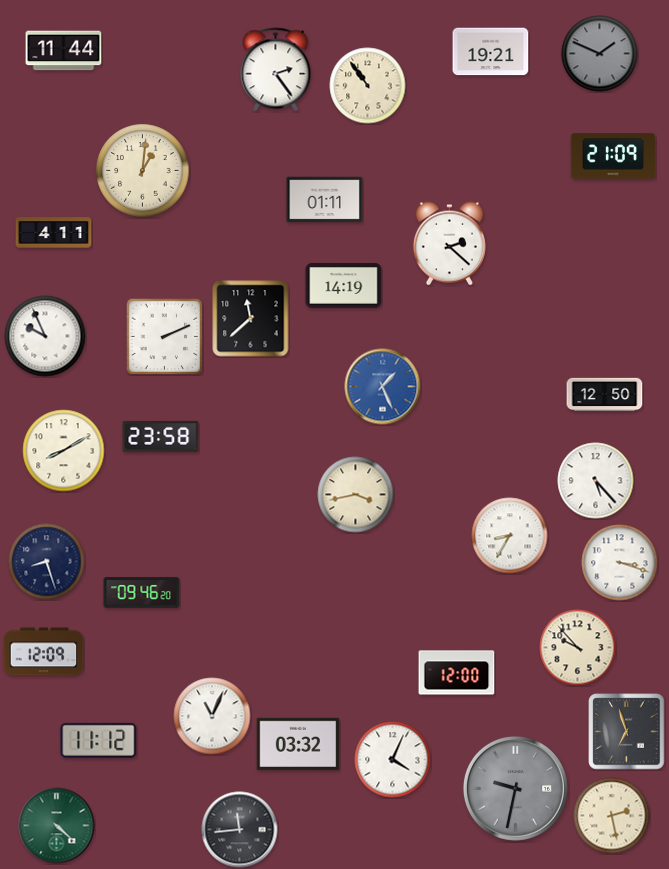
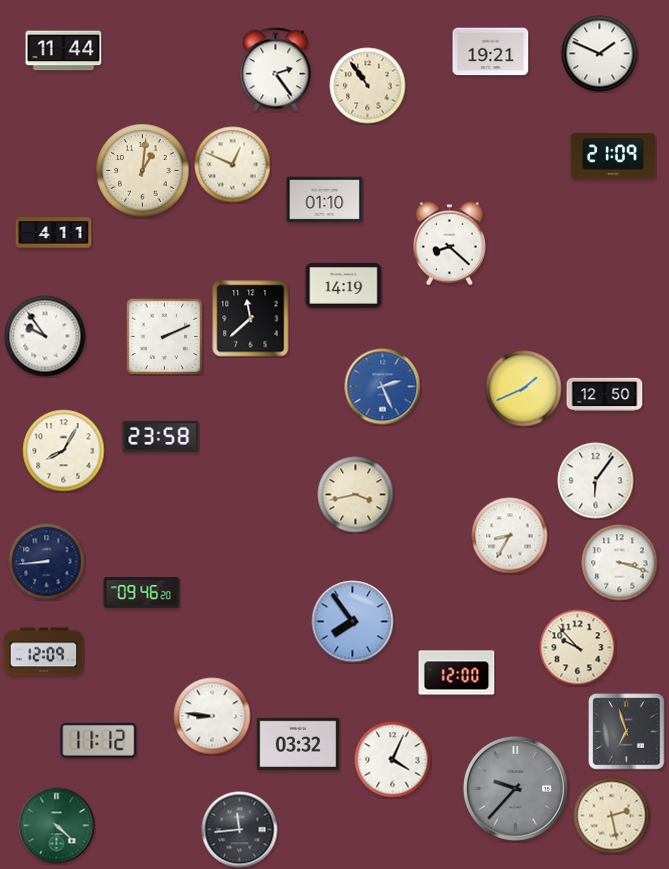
clock at (600, 54) dial: grey -> white
clock at (233, 165): none -> 12:49
clock at (325, 200): 01:11 -> 01:10
clock at (449, 244): 2:22 -> 8:22
clock at (45, 336): 9:56 -> 9:54
clock at (383, 387): 1:26 -> 2:26
clock at (524, 389): none -> 1:41
clock at (64, 451): 8:10 -> 8:05
clock at (596, 481): 5:23 -> 6:06
clock at (47, 562): 8:27 -> 8:44
clock at (353, 622): none -> 7:54
clock at (212, 716): 11:04 -> 8:46
clock at (515, 788): 9:32 -> 9:37
